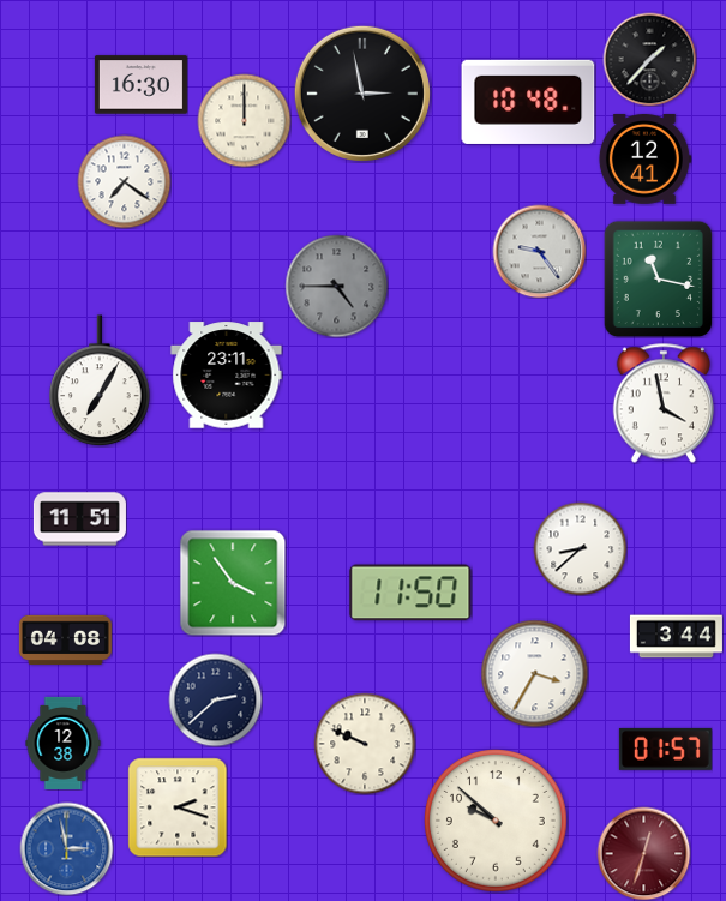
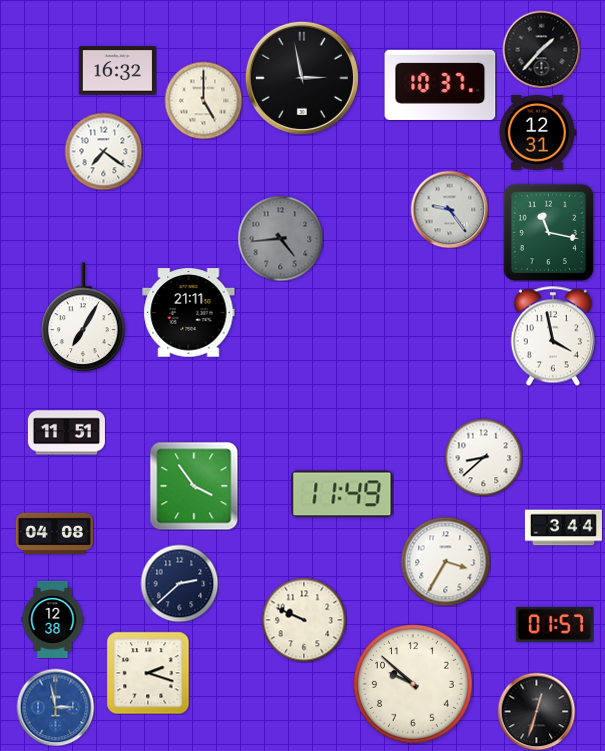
clock at (140, 85): 16:30 -> 16:32
clock at (528, 102): 10:48 -> 10:37
clock at (244, 120): 12:00 -> 5:00
clock at (644, 160): 12:41 -> 12:31
clock at (336, 286): 4:45 -> 4:44
clock at (227, 376): 23:11 -> 21:11
clock at (410, 593): 11:50 -> 11:49
clock at (676, 637) position: (676, 637) -> (563, 528)
clock at (643, 853) dial: burgundy -> black
